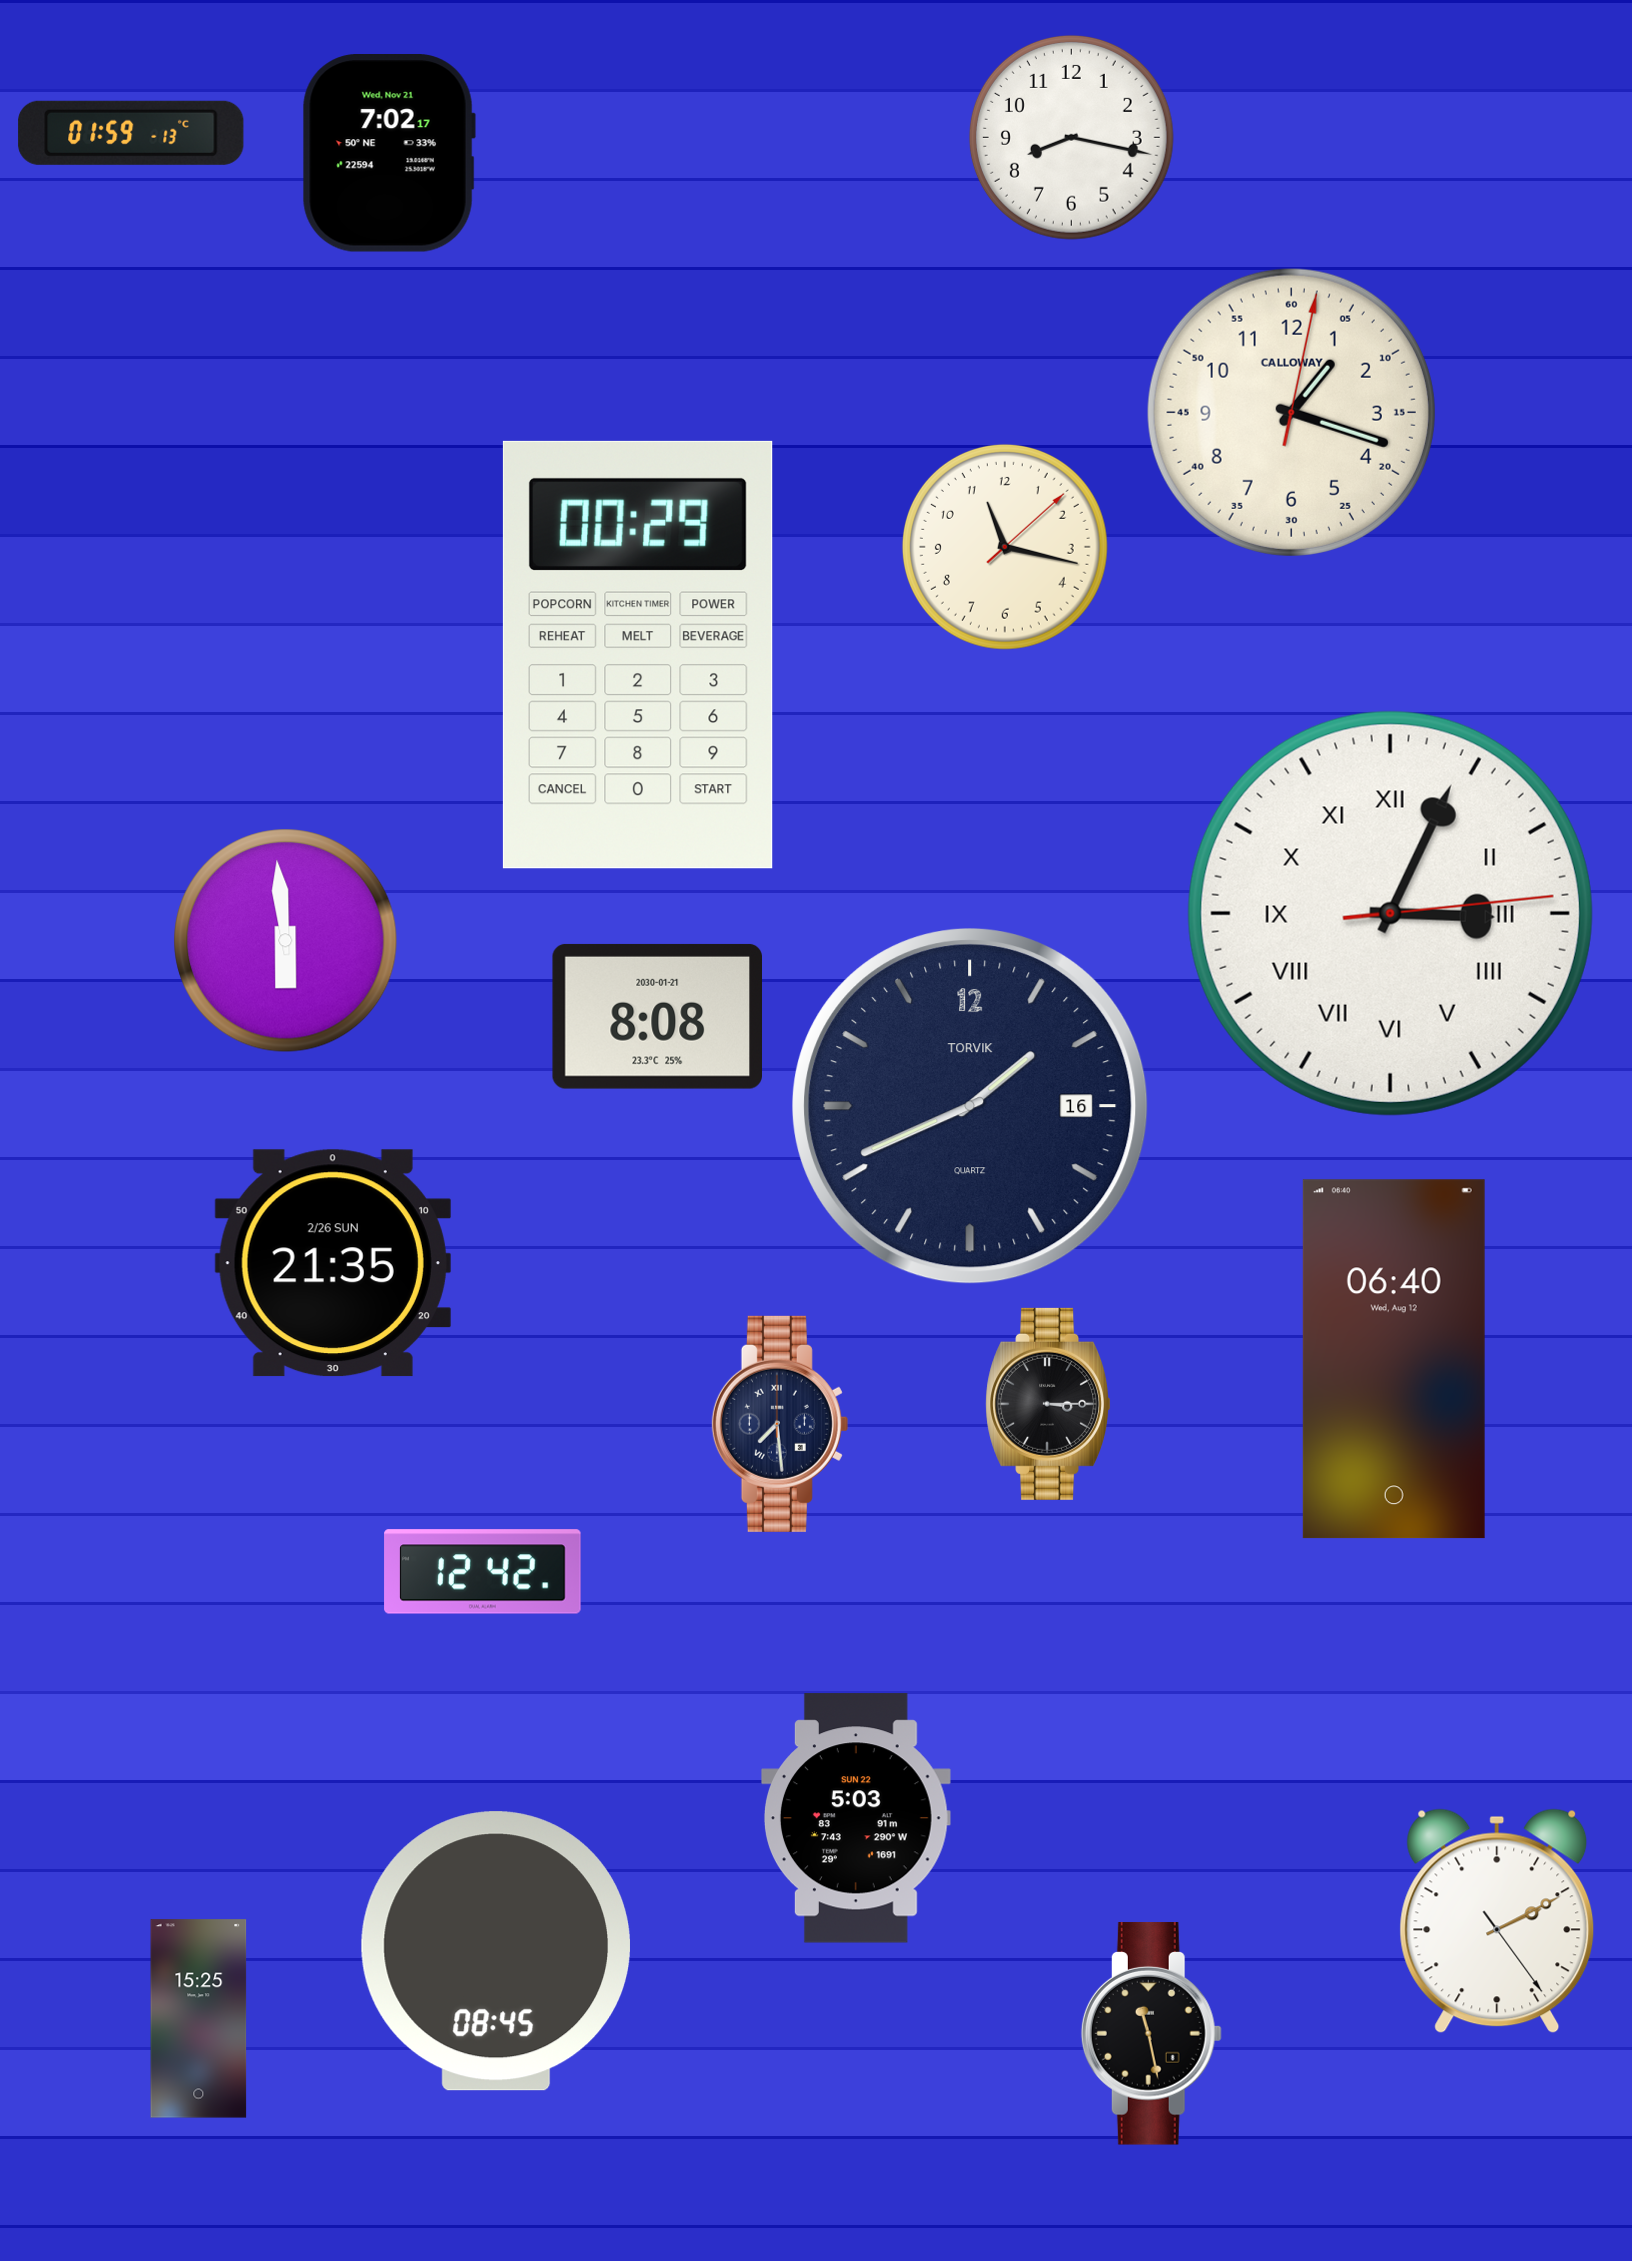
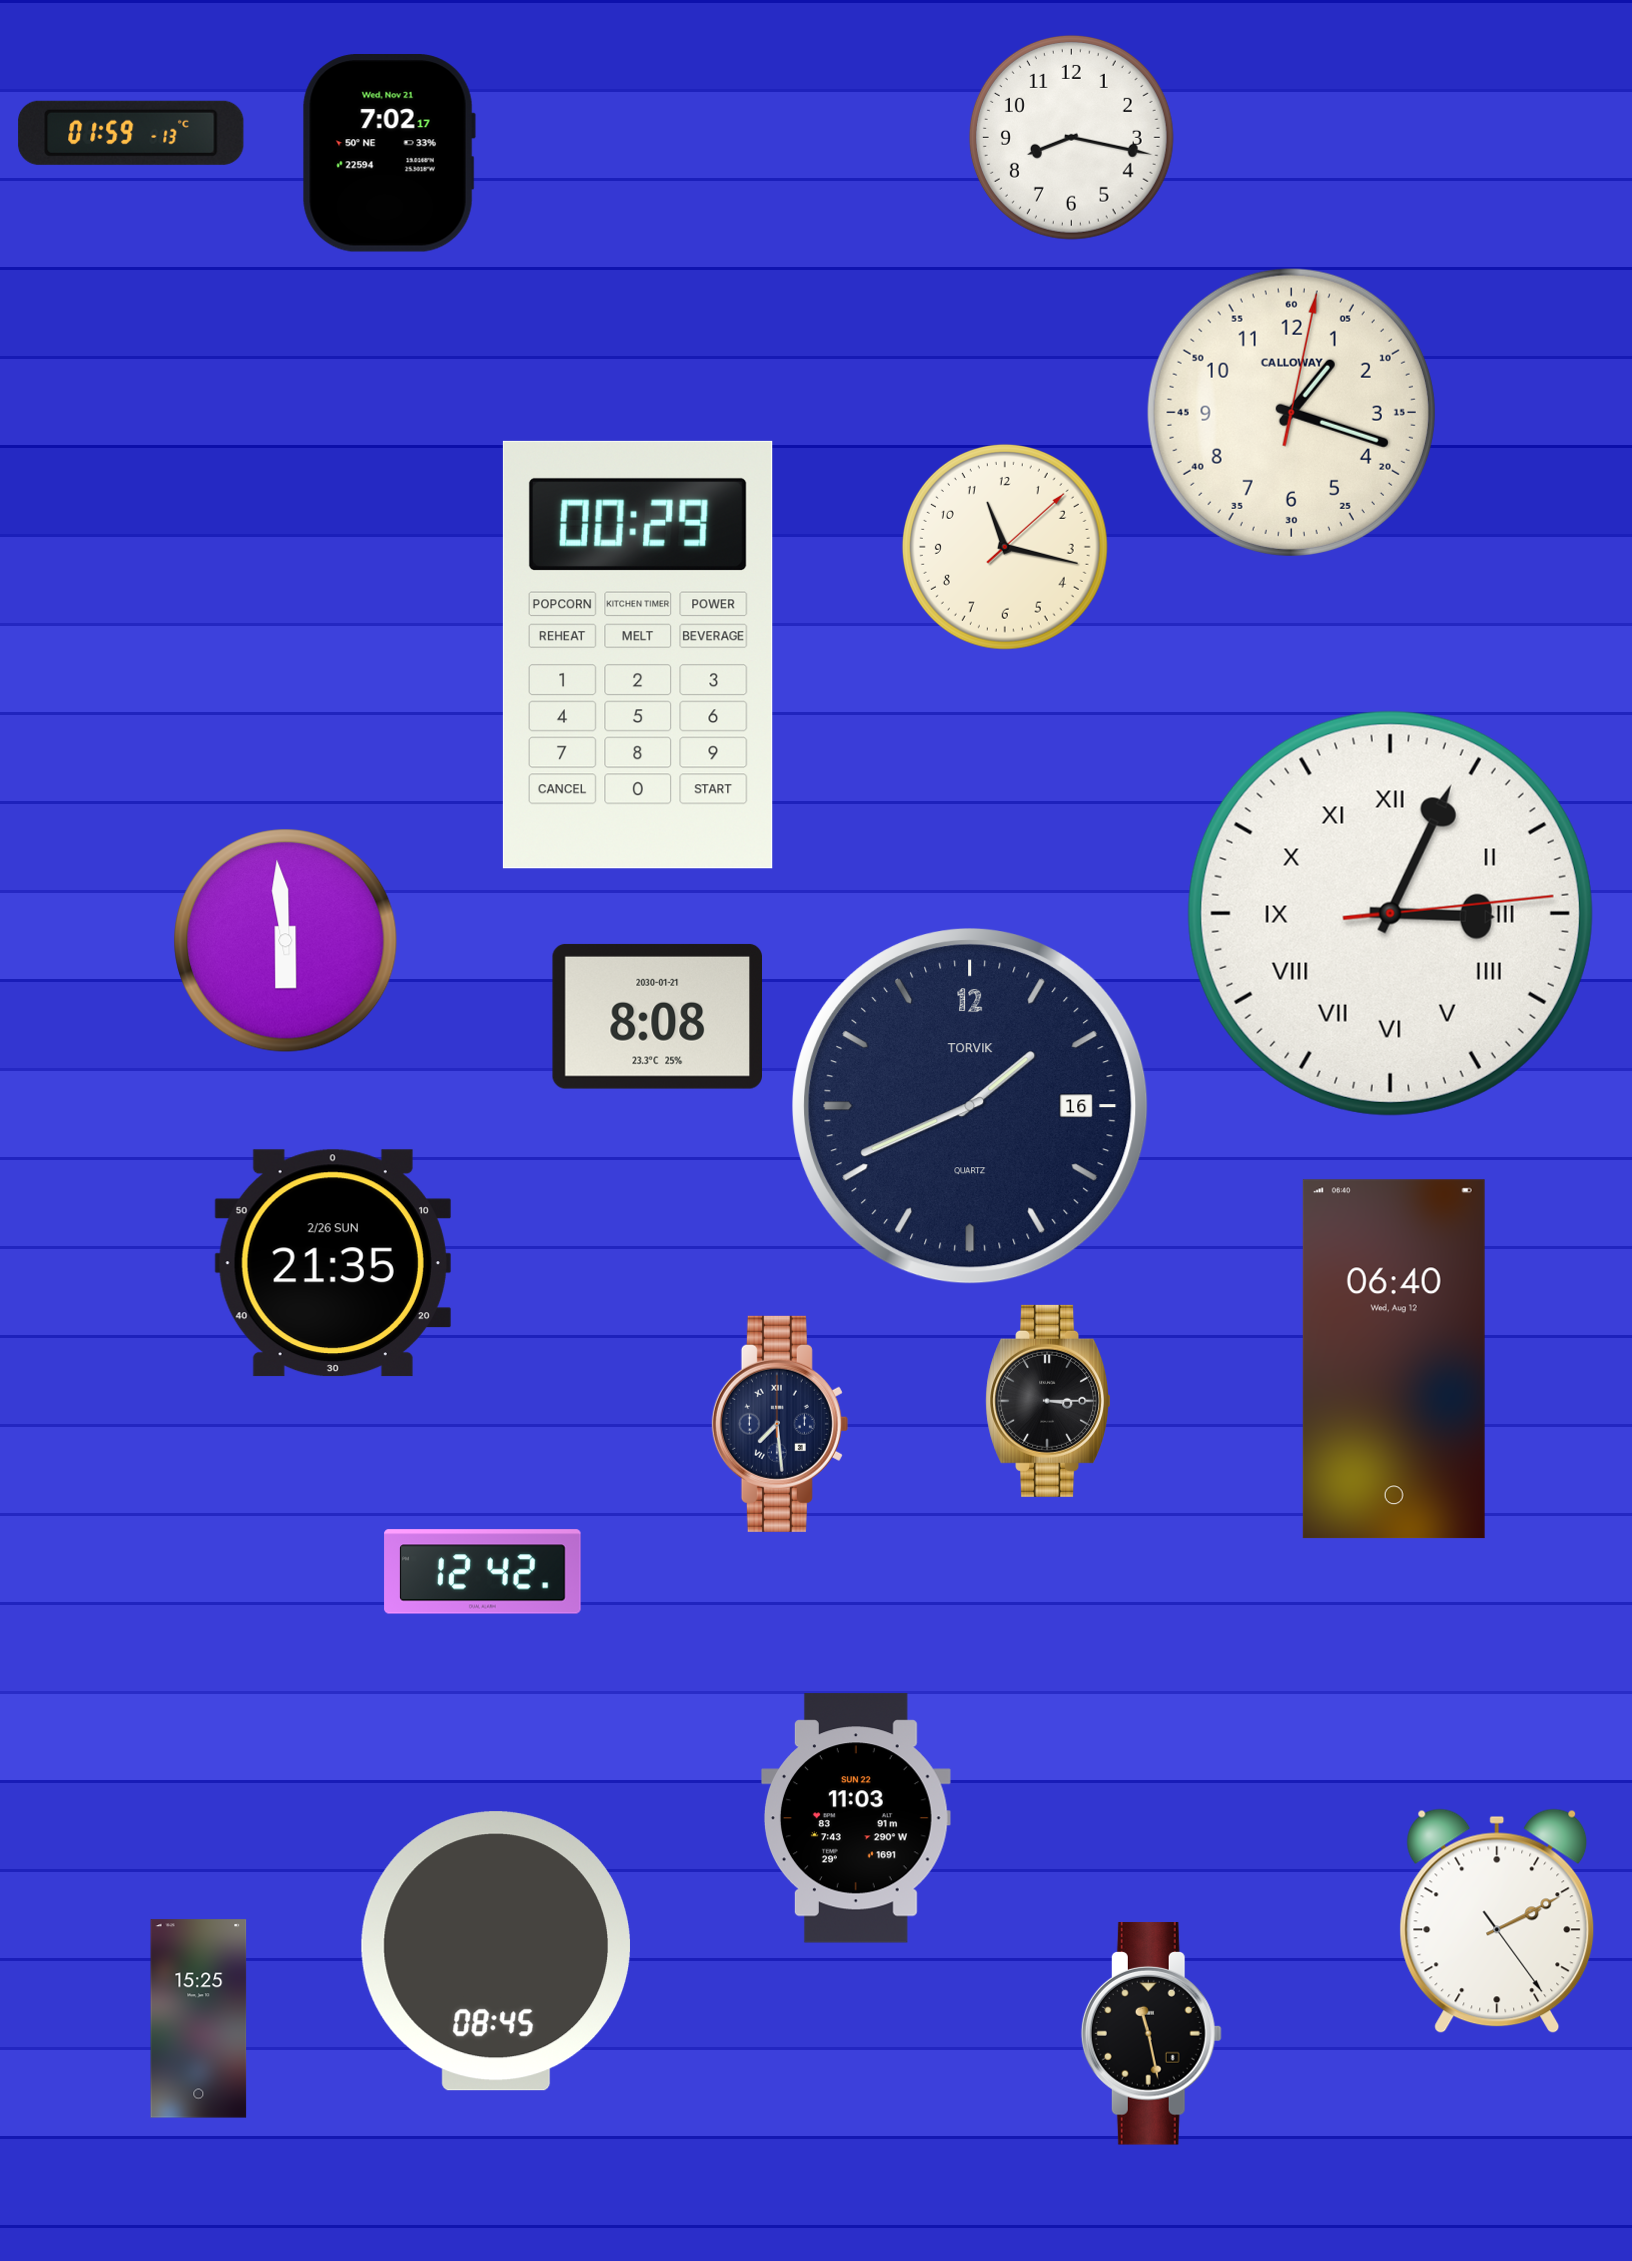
clock at (1048, 1404) position: (1048, 1404) -> (1048, 1401)
clock at (857, 1818): 5:03 -> 11:03
